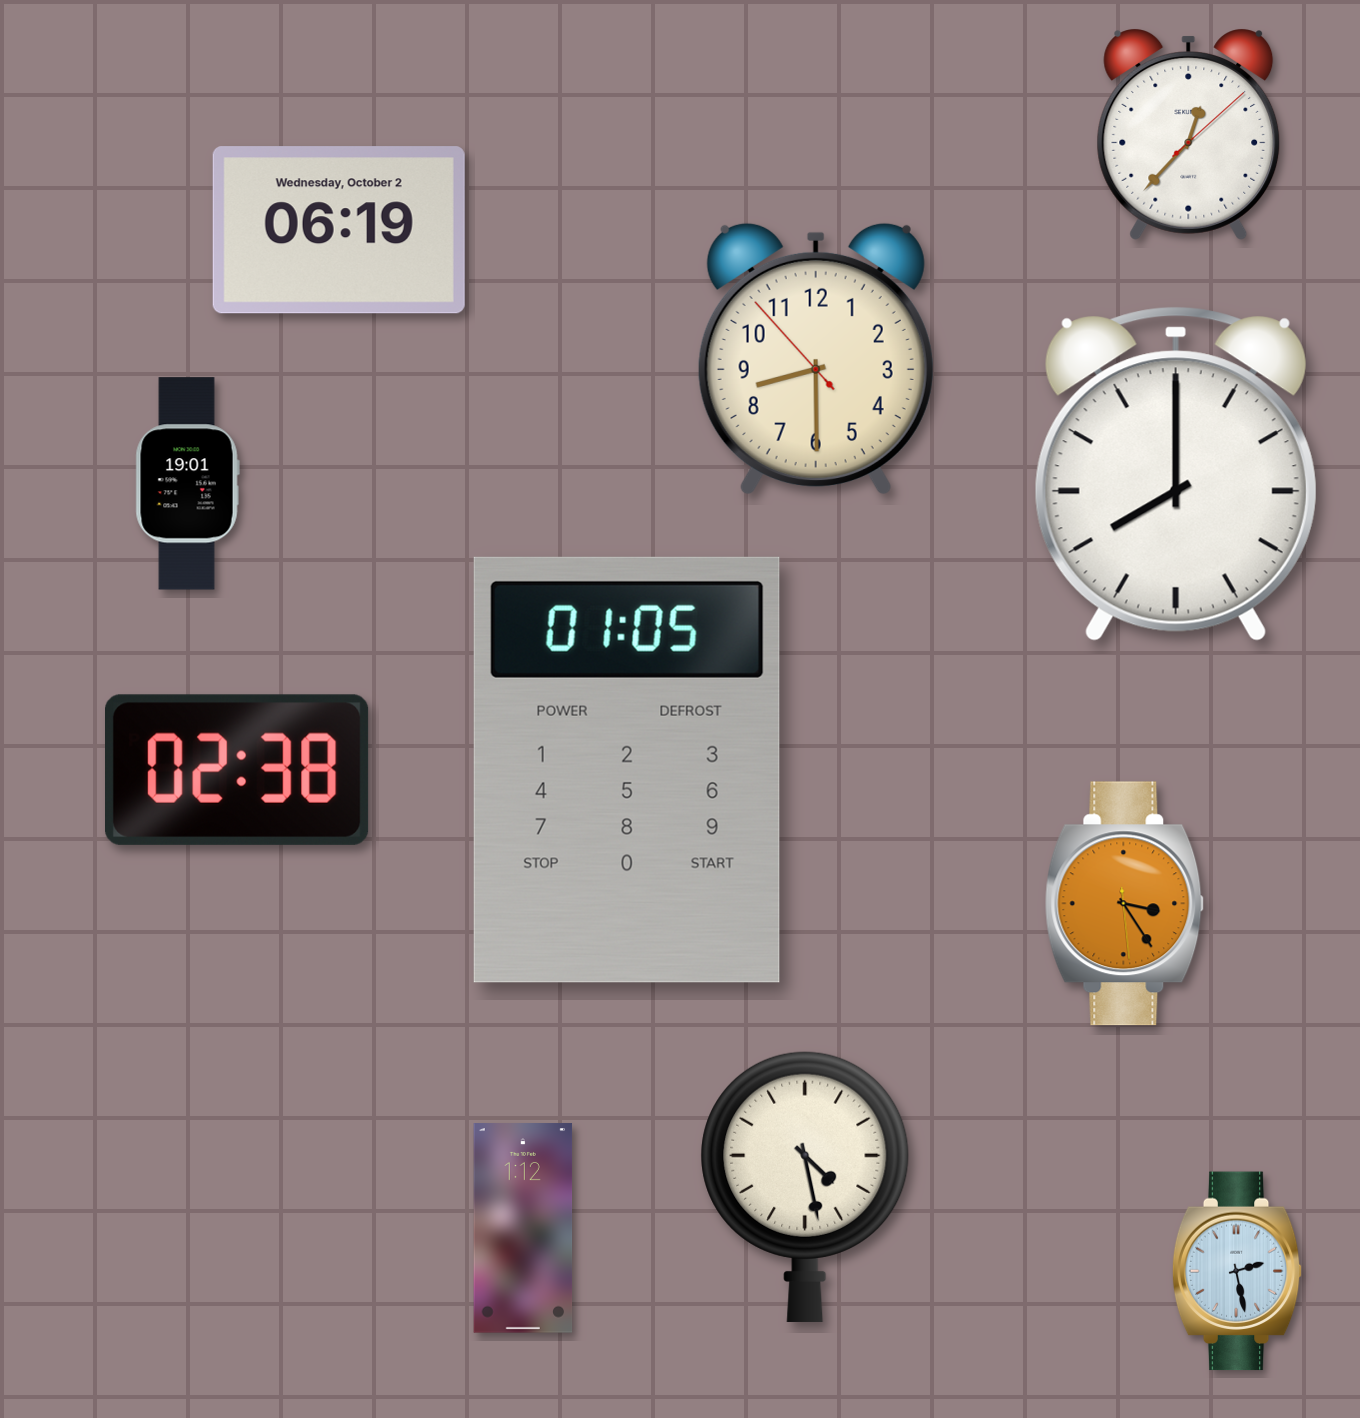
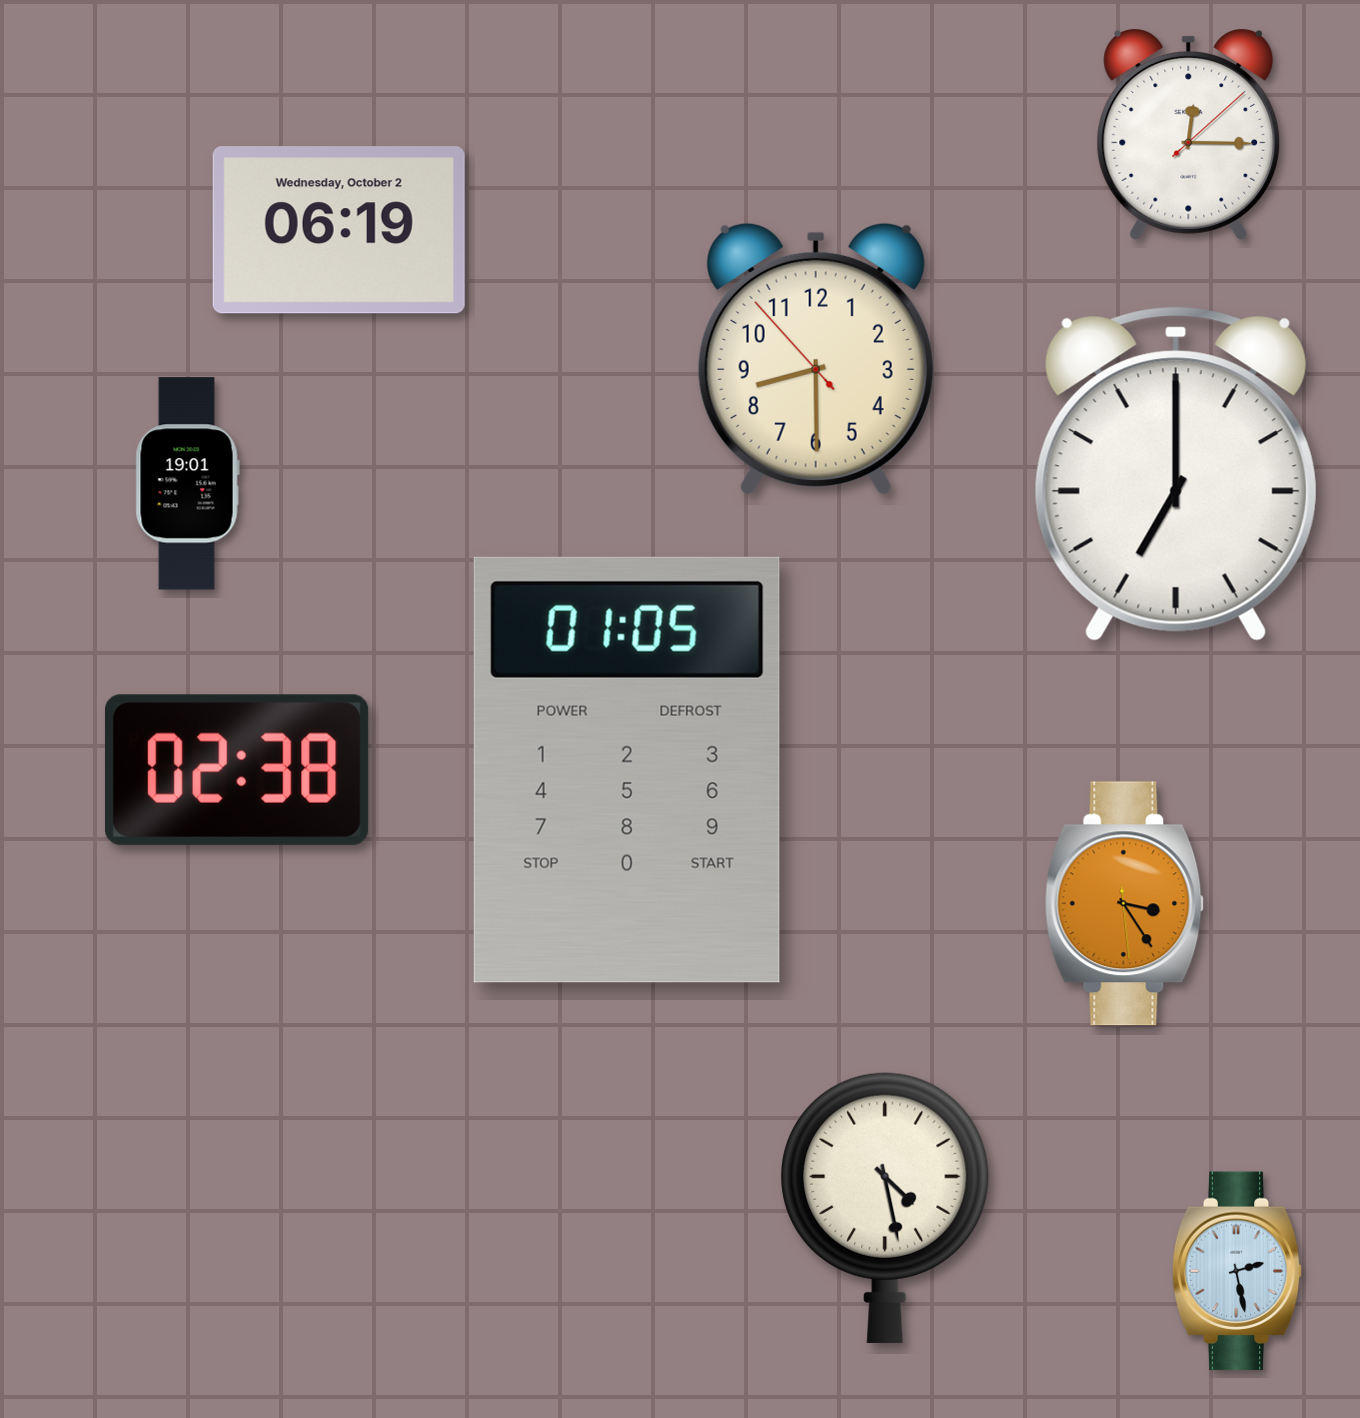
clock at (1189, 135): 12:37 -> 12:15
clock at (1176, 474): 8:00 -> 7:00
clock at (805, 1186) position: (805, 1186) -> (885, 1207)
clock at (523, 1228): 1:12 -> none
